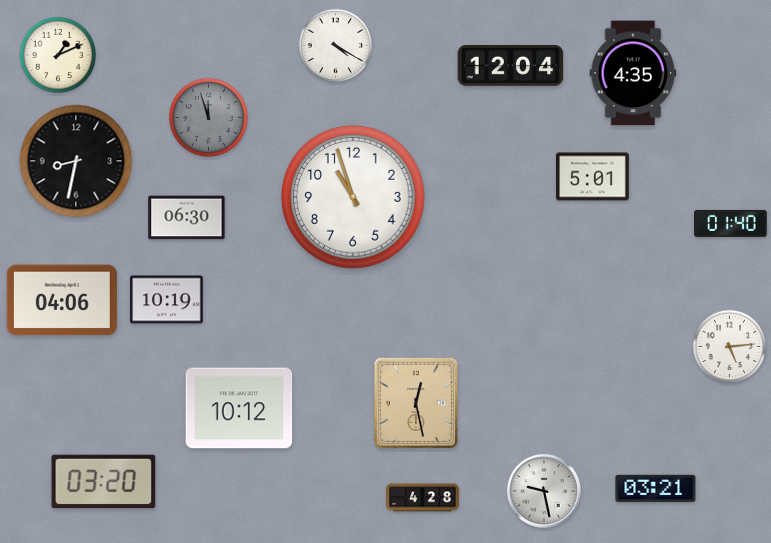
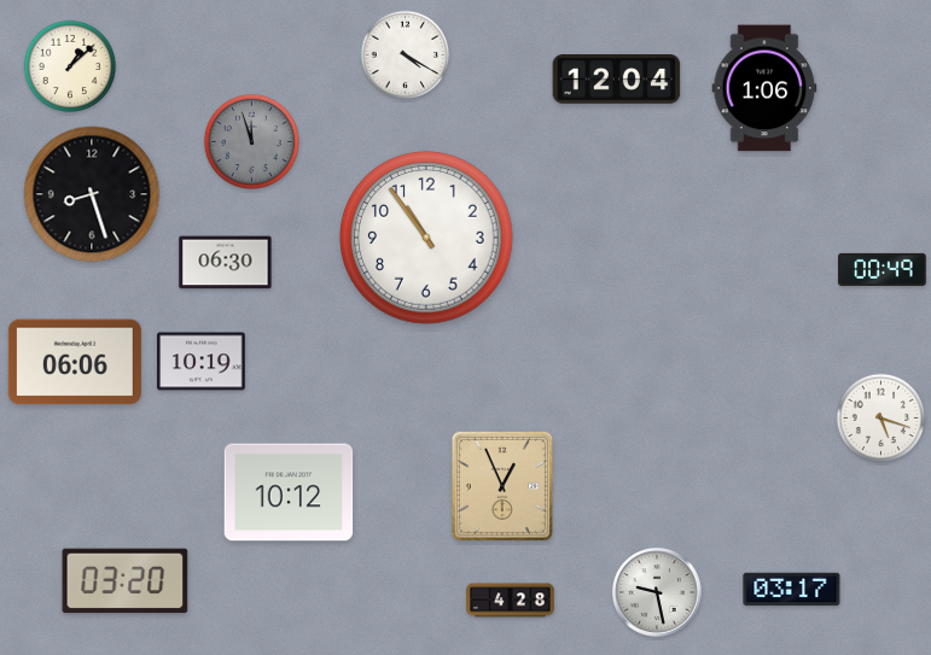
clock at (57, 54): 1:11 -> 1:08
clock at (633, 73): 4:35 -> 1:06
clock at (76, 161): 8:32 -> 8:27
clock at (593, 177): 5:01 -> none
clock at (353, 197): 10:57 -> 10:54
clock at (731, 223): 01:40 -> 00:49
clock at (62, 300): 04:06 -> 06:06
clock at (730, 347): 5:14 -> 5:18
clock at (416, 403): 12:28 -> 12:56
clock at (656, 489): 03:21 -> 03:17
